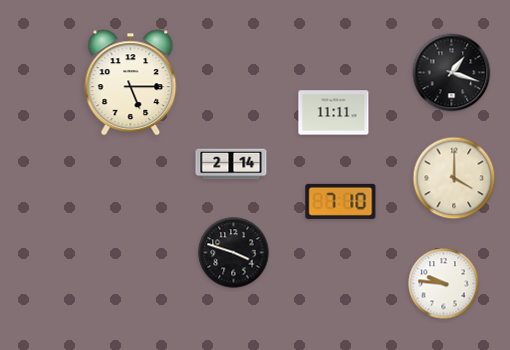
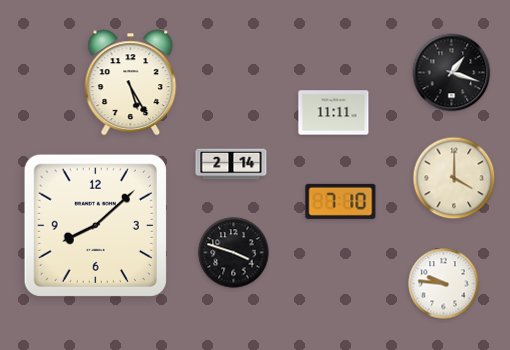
clock at (131, 83): 5:15 -> 5:25
clock at (95, 225): none -> 8:08
